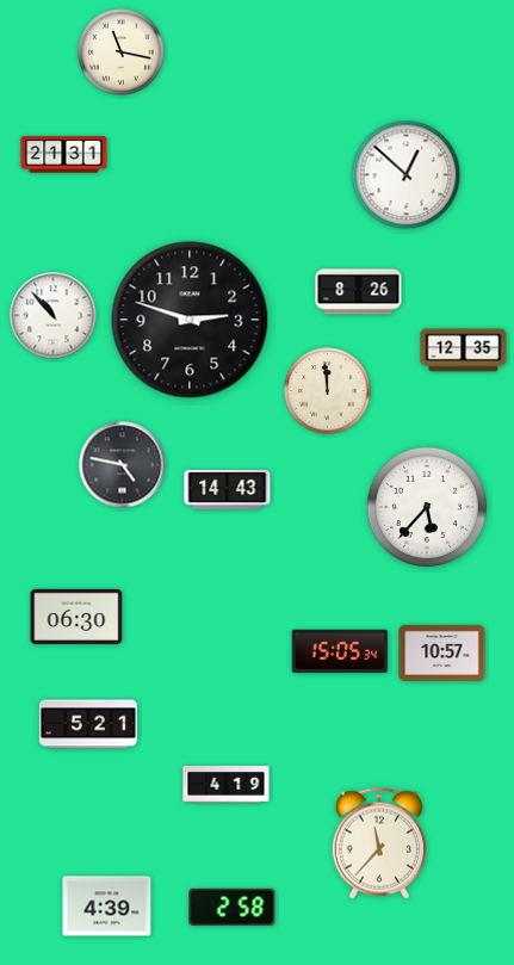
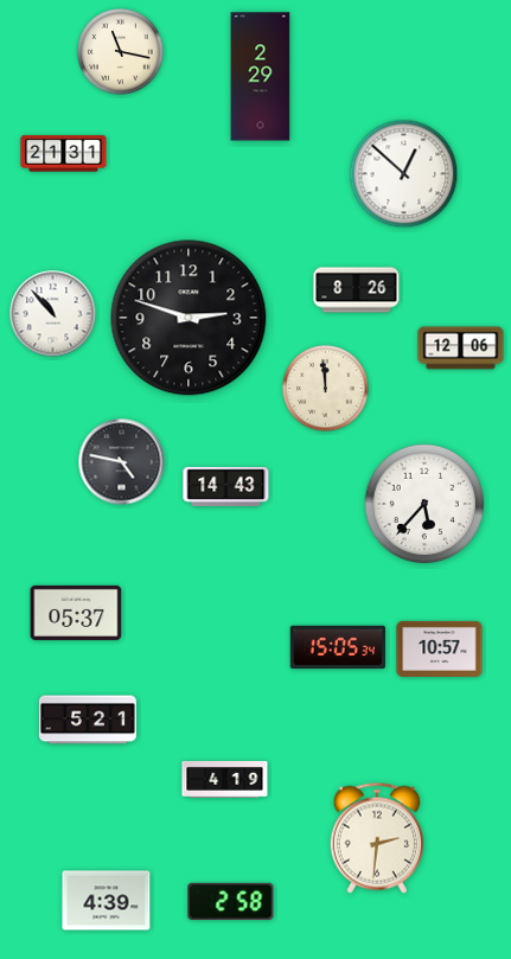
clock at (261, 77): none -> 2:29
clock at (464, 351): 12:35 -> 12:06
clock at (76, 617): 06:30 -> 05:37
clock at (379, 843): 11:37 -> 2:31
